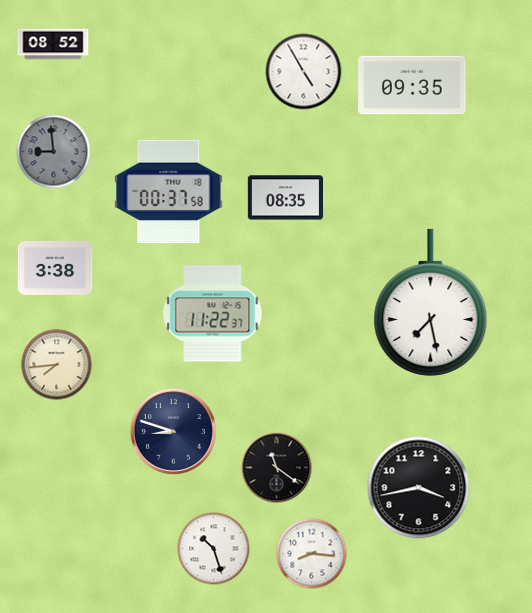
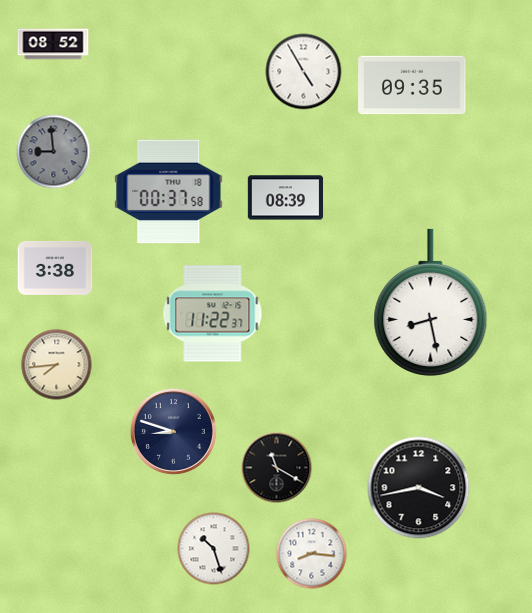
clock at (286, 198): 08:35 -> 08:39
clock at (431, 302): 7:28 -> 8:28
clock at (277, 468): 11:21 -> 11:20
